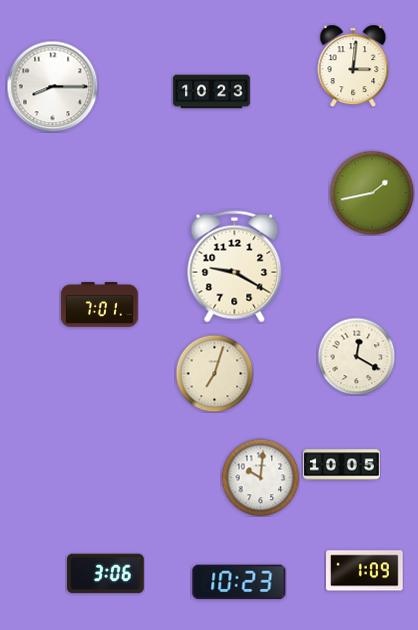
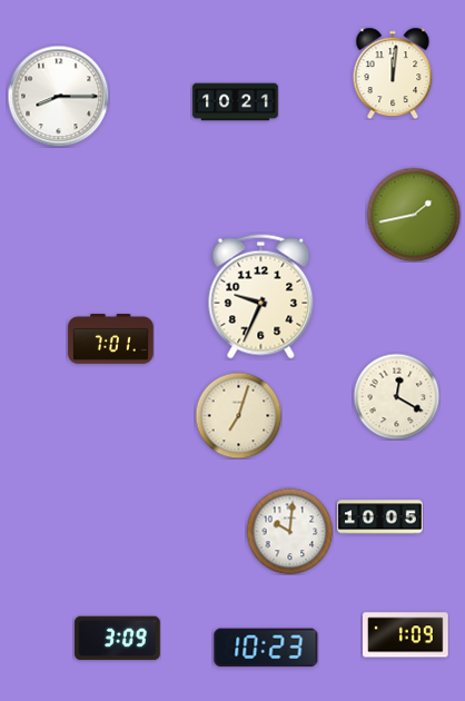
clock at (353, 66): 3:01 -> 12:01
clock at (212, 92): 10:23 -> 10:21
clock at (235, 267): 9:20 -> 9:34
clock at (106, 574): 3:06 -> 3:09
